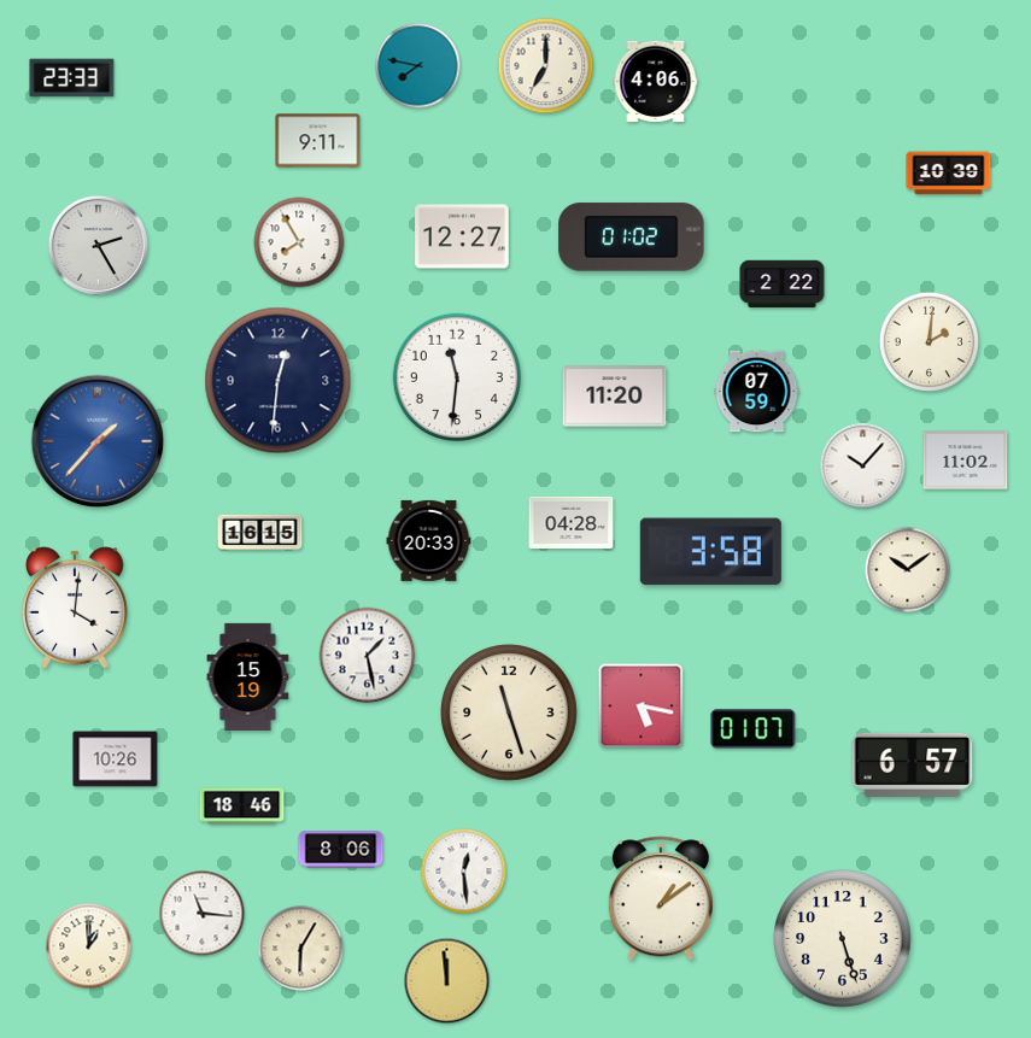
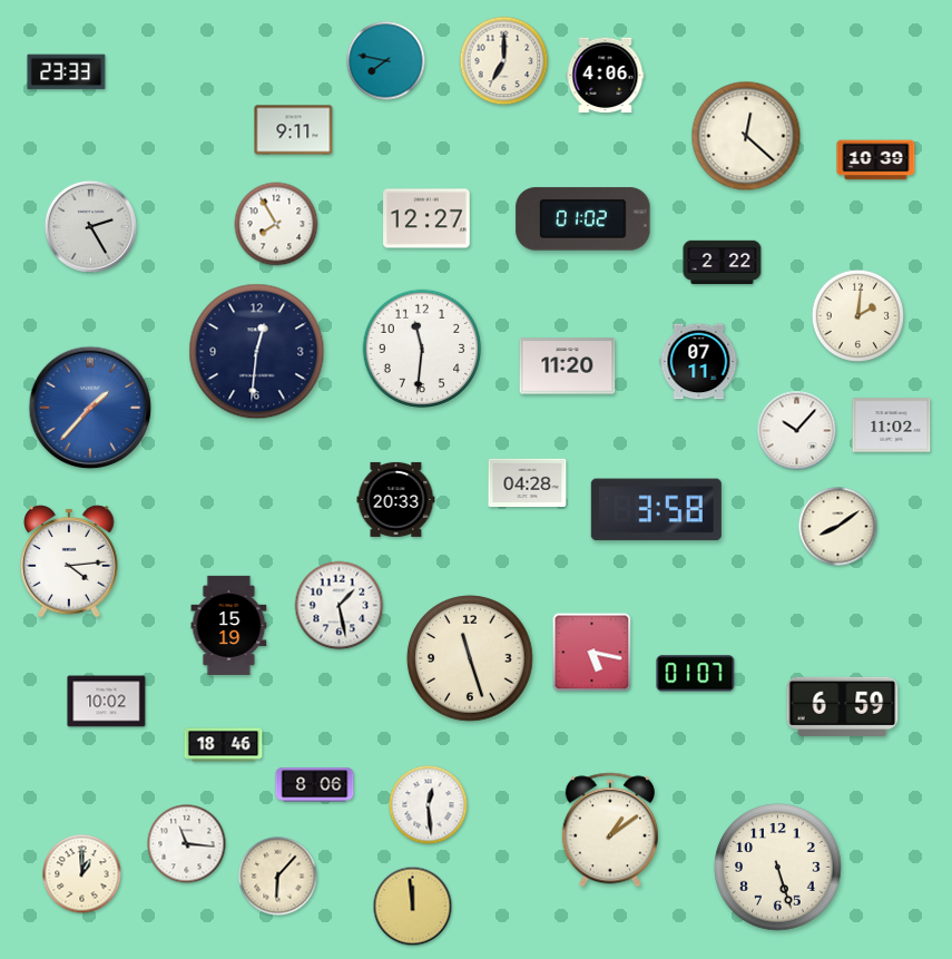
clock at (746, 136): none -> 12:22
clock at (757, 392): 07:59 -> 07:11
clock at (260, 533): 16:15 -> none
clock at (908, 570): 10:09 -> 8:09
clock at (75, 608): 4:01 -> 4:14
clock at (116, 760): 10:26 -> 10:02
clock at (913, 764): 6:57 -> 6:59
clock at (301, 949): 6:05 -> 6:07
